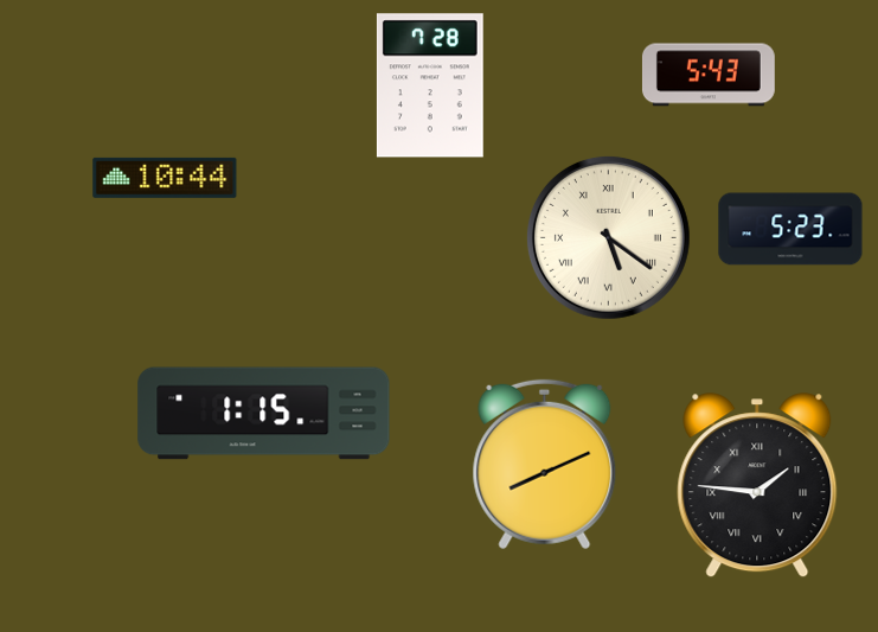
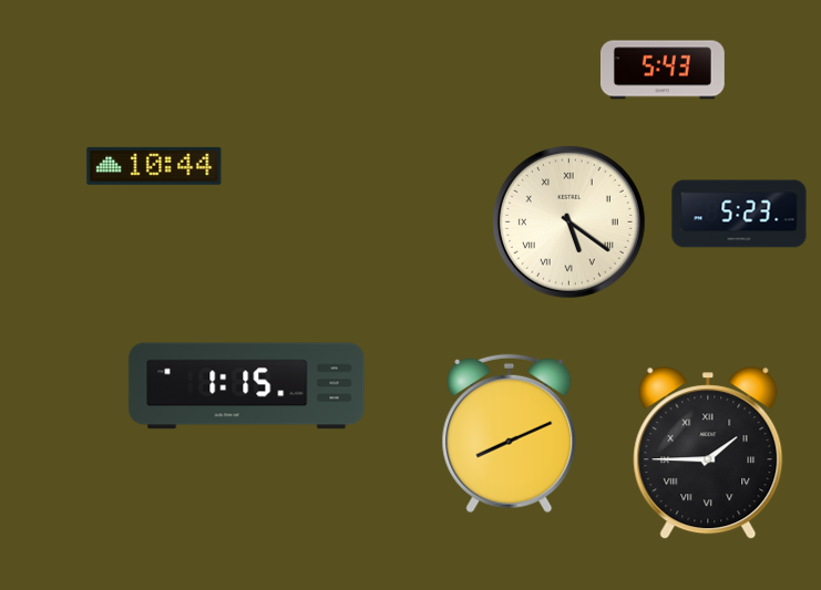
clock at (430, 85): 7:28 -> none
clock at (757, 486): 1:46 -> 1:45
